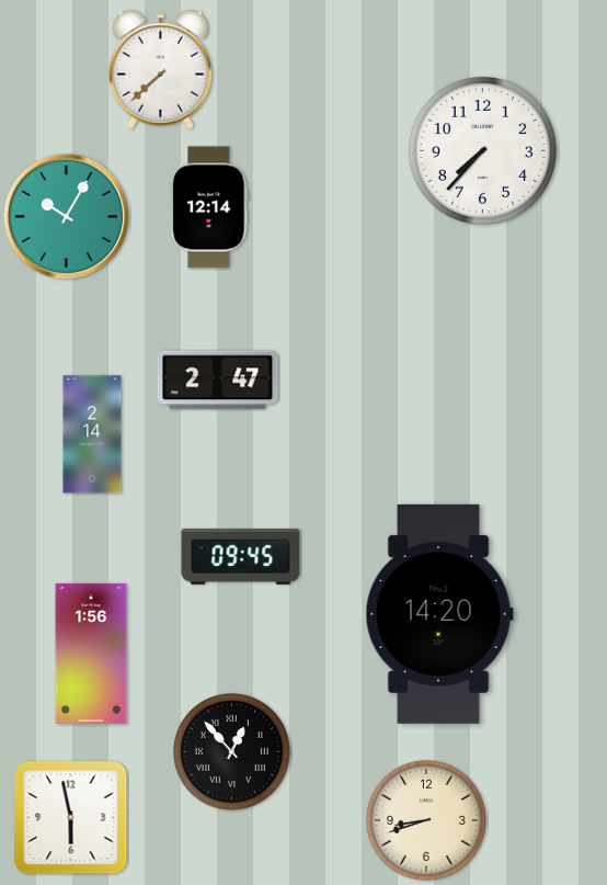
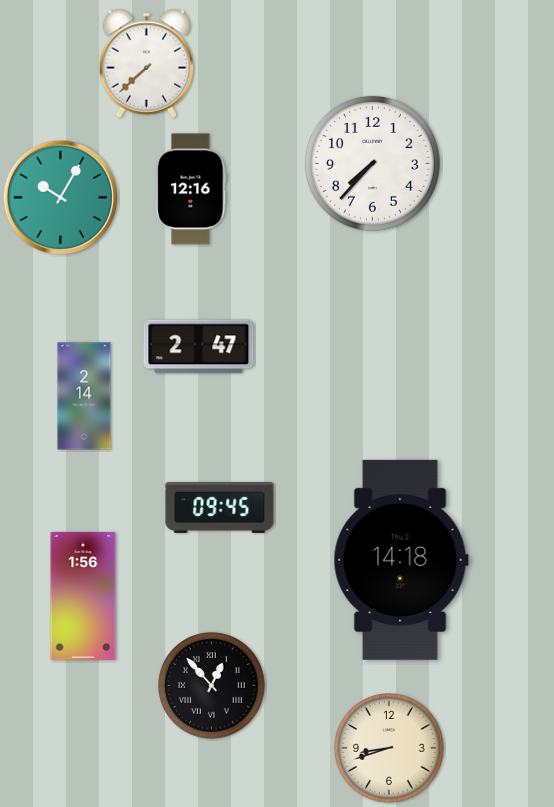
clock at (482, 150) position: (482, 150) -> (372, 163)
clock at (209, 207): 12:14 -> 12:16
clock at (439, 614): 14:20 -> 14:18
clock at (71, 818): 5:58 -> none
